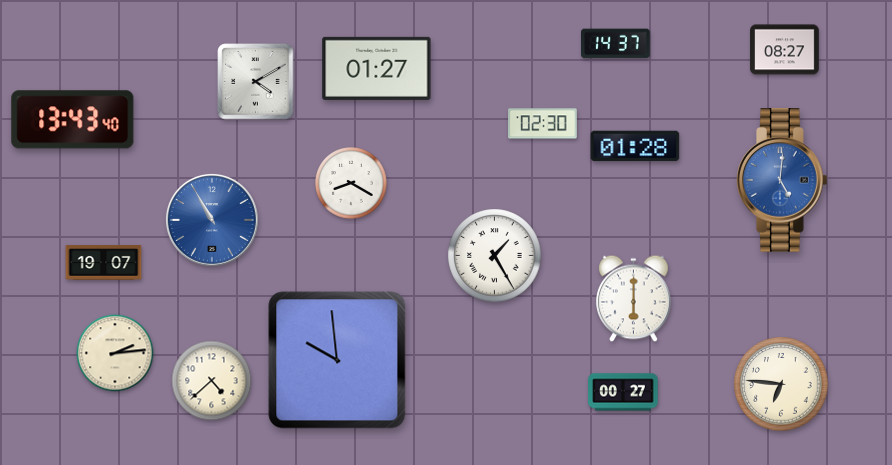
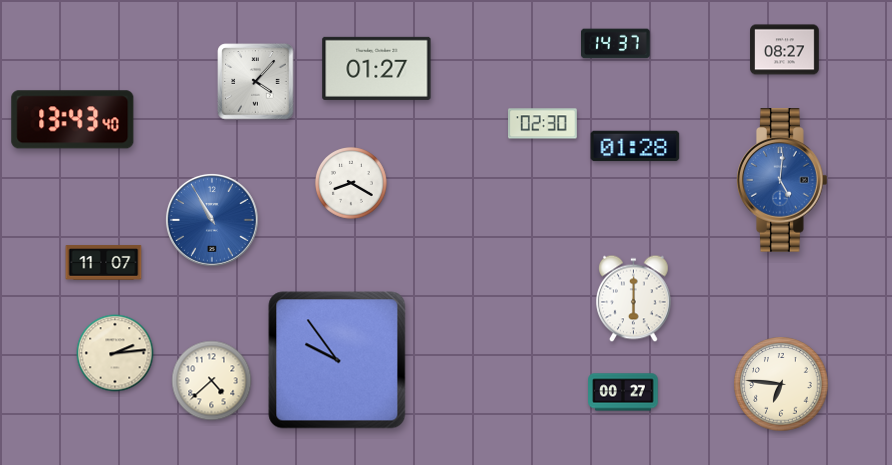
clock at (256, 82): 4:10 -> 4:07
clock at (495, 256): 1:25 -> none
clock at (104, 263): 19:07 -> 11:07
clock at (337, 360): 9:59 -> 9:54
